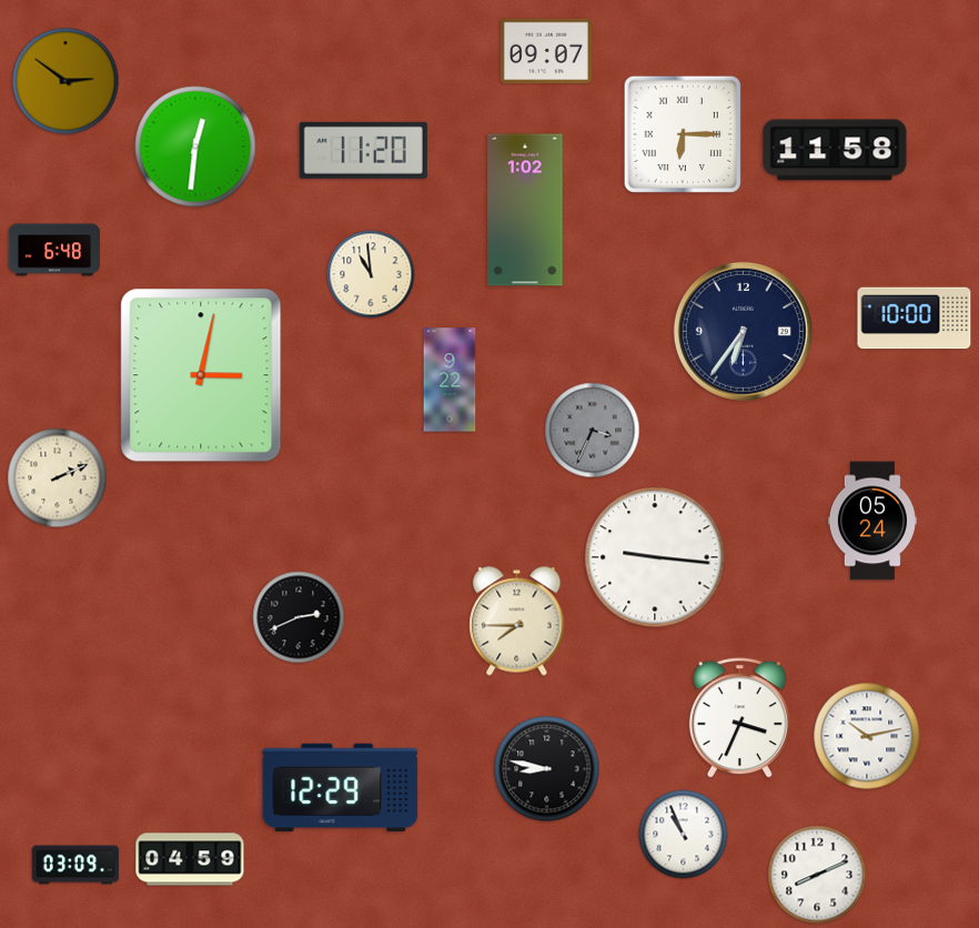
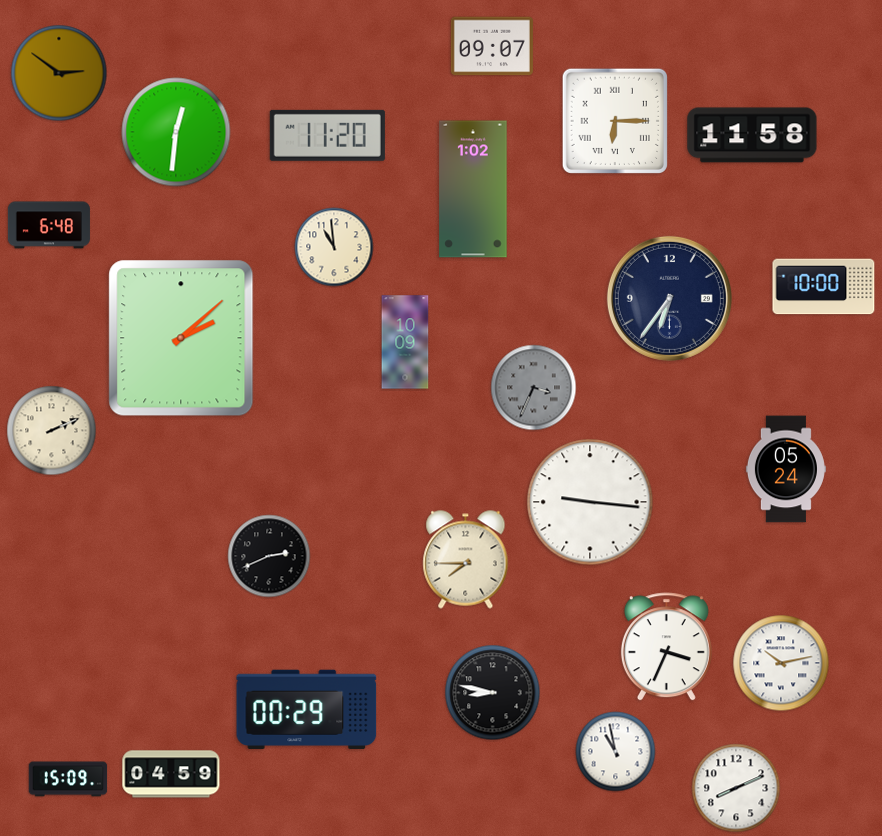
clock at (201, 375): 3:02 -> 2:08
clock at (450, 380): 9:22 -> 10:09
clock at (341, 787): 12:29 -> 00:29
clock at (684, 835): 10:56 -> 10:58
clock at (75, 865): 03:09 -> 15:09
